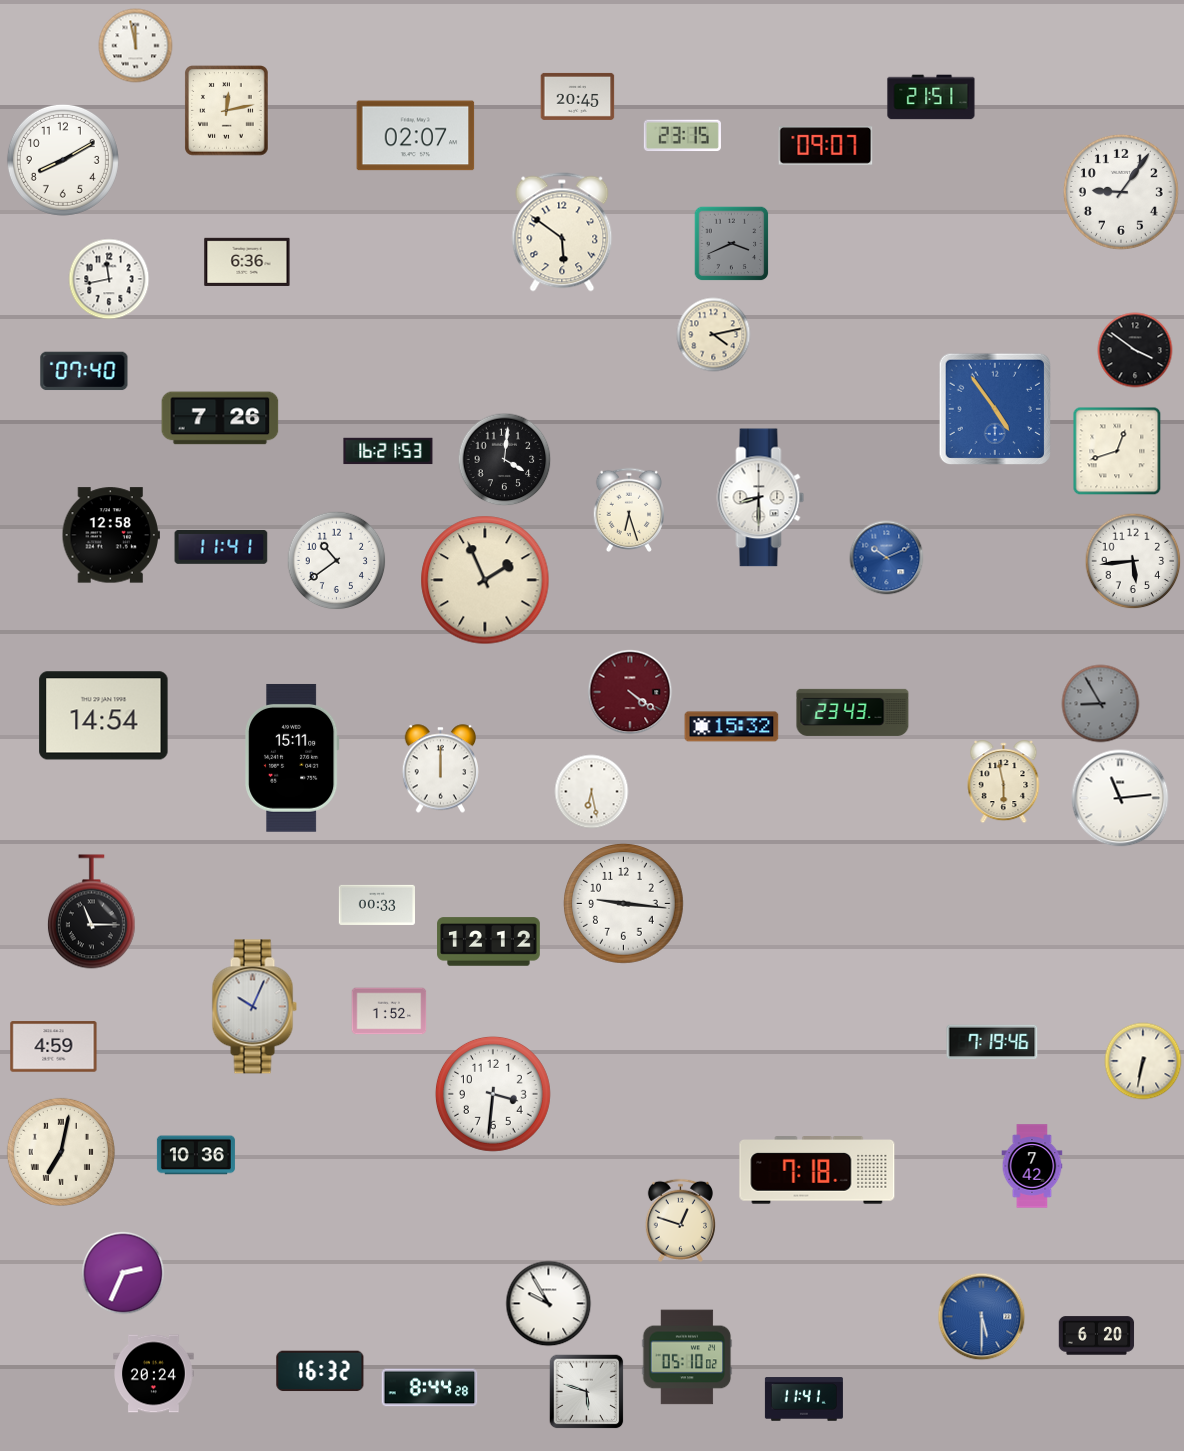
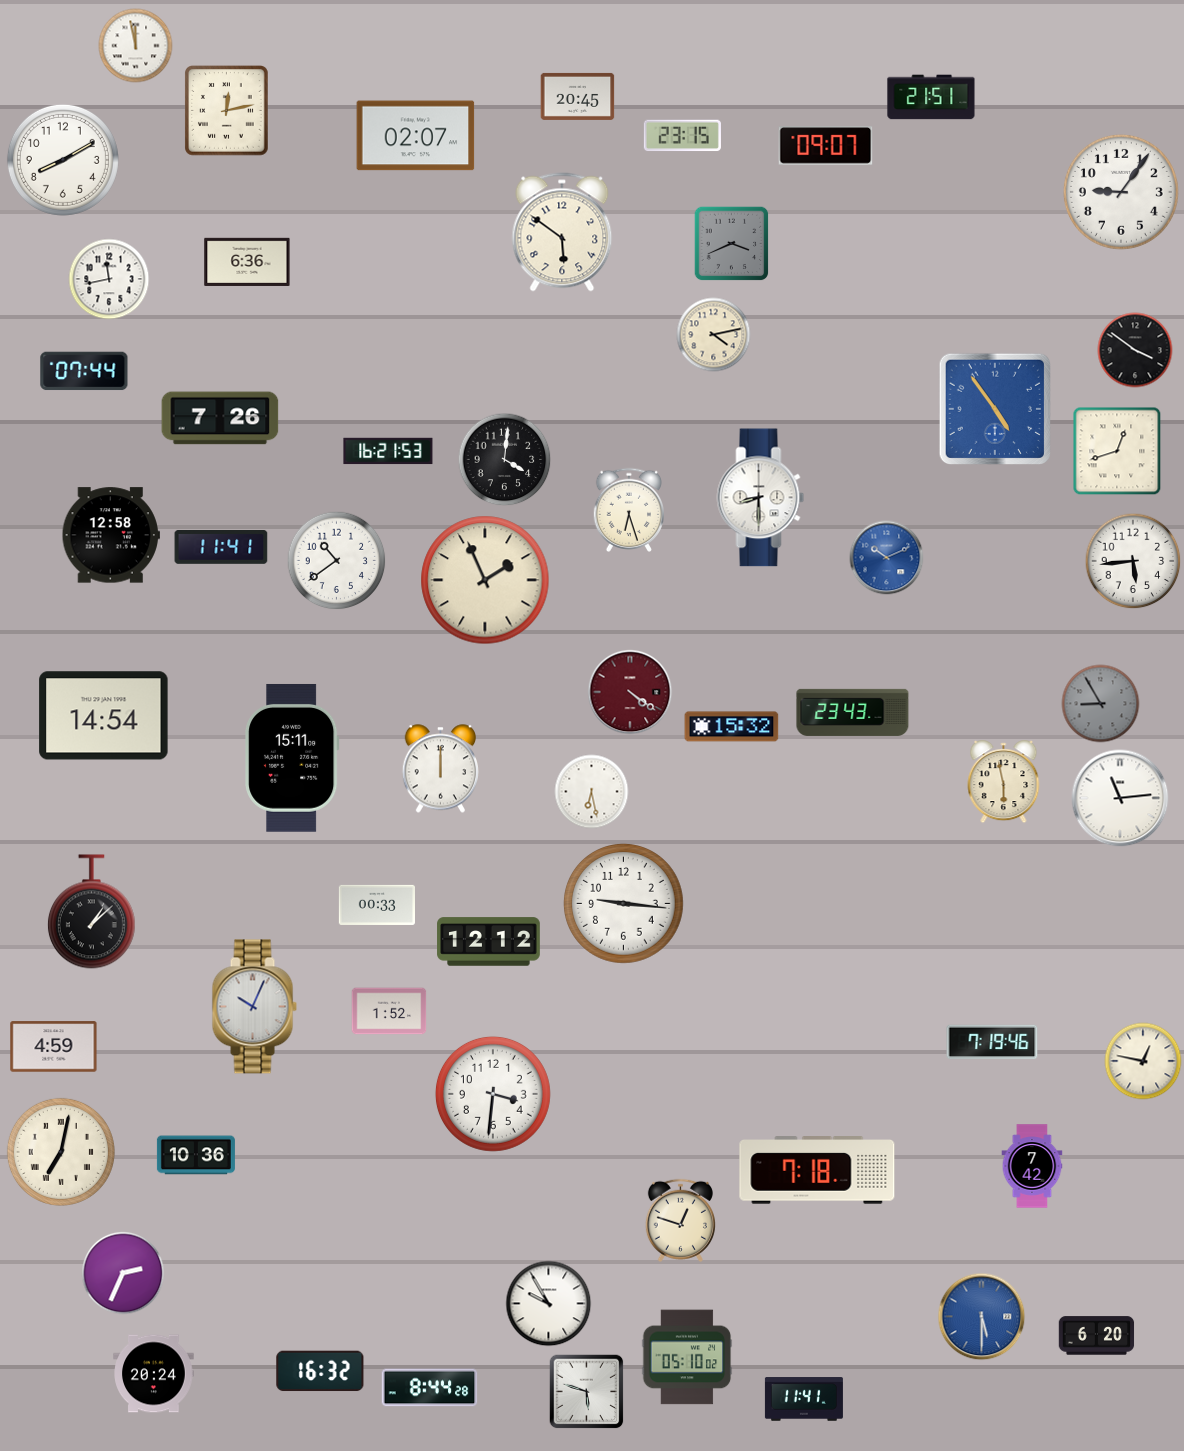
clock at (84, 371): 07:40 -> 07:44
clock at (91, 912): 11:15 -> 1:08
clock at (1143, 1061): 6:32 -> 12:47
